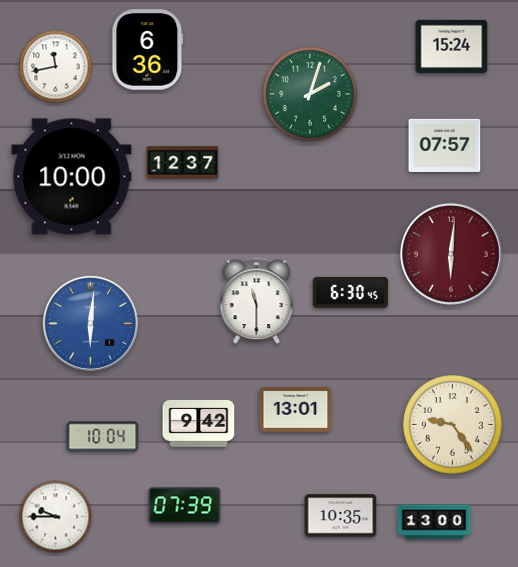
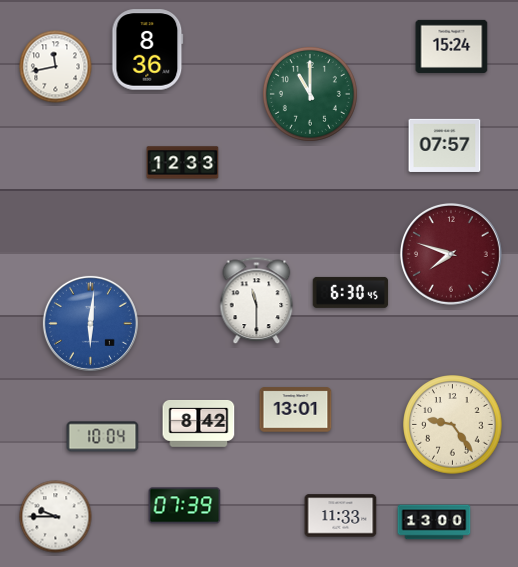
clock at (148, 50): 6:36 -> 8:36
clock at (310, 94): 2:03 -> 11:00
clock at (183, 163): 12:37 -> 12:33
clock at (72, 177): 10:00 -> none
clock at (451, 254): 6:01 -> 7:48
clock at (199, 423): 9:42 -> 8:42
clock at (341, 516): 10:35 -> 11:33
